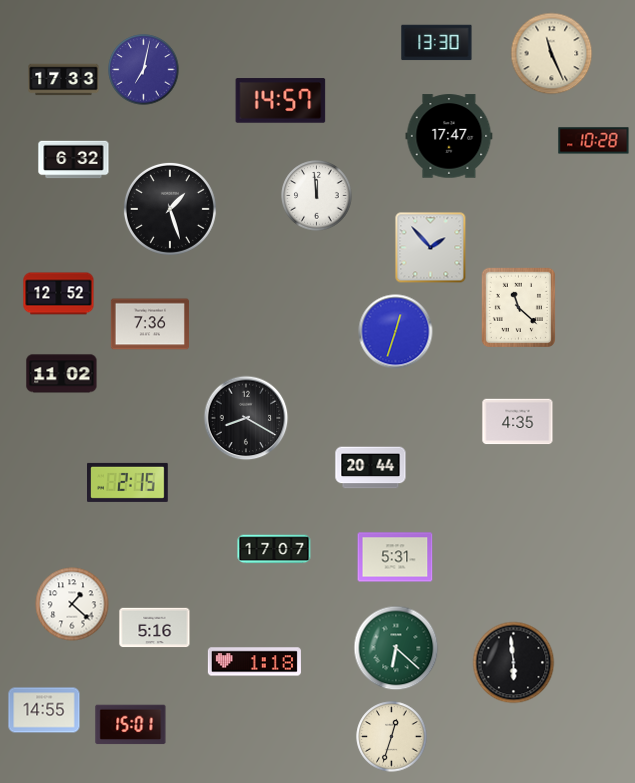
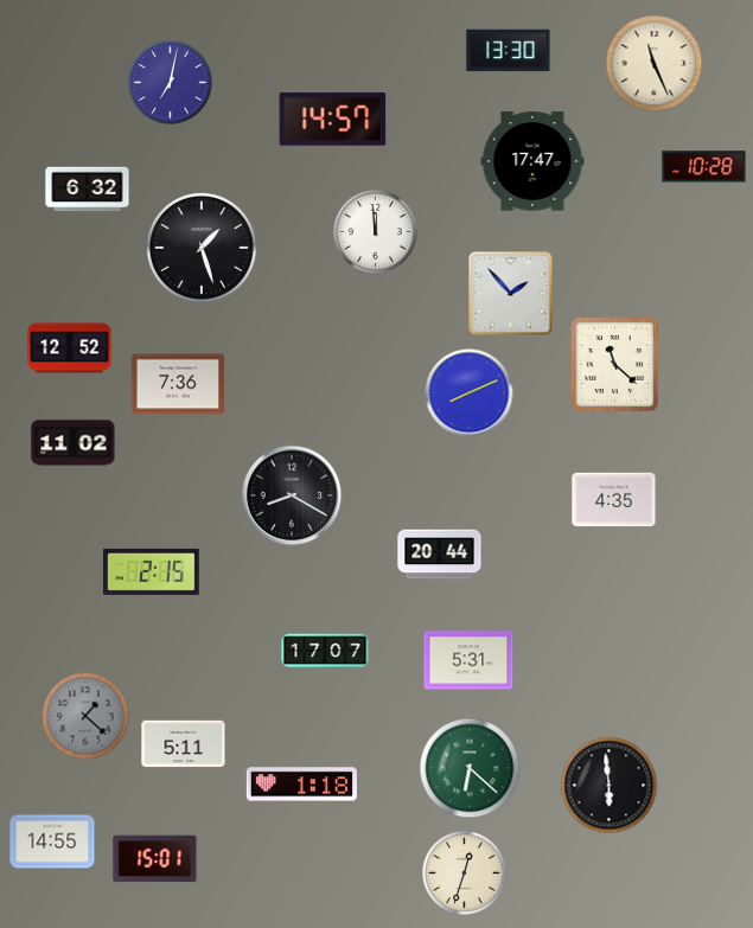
clock at (437, 43) position: (437, 43) -> (509, 51)
clock at (64, 80): 17:33 -> none
clock at (396, 332): 12:33 -> 8:11
clock at (72, 604) dial: white -> grey
clock at (155, 628): 5:16 -> 5:11
